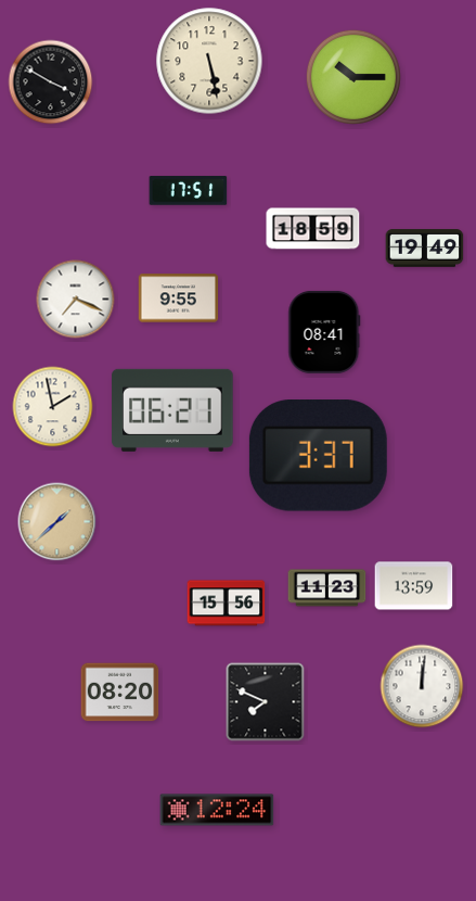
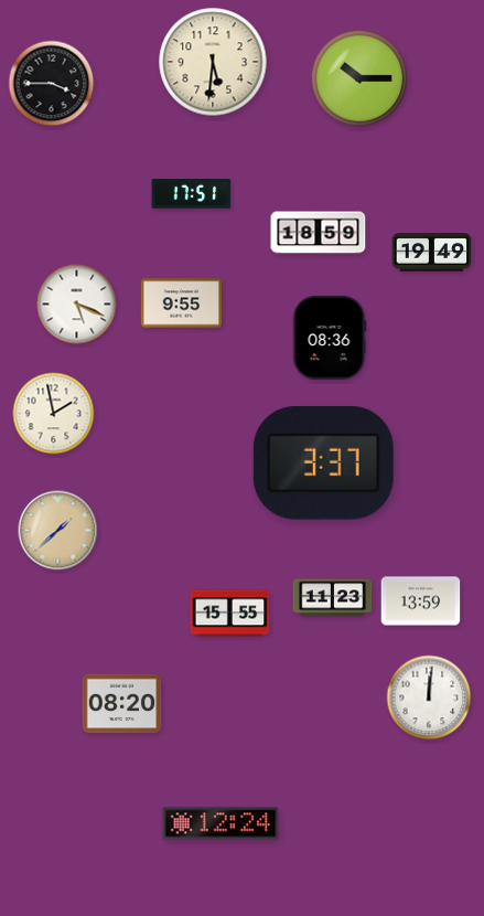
clock at (209, 61): 5:28 -> 5:31
clock at (51, 83): 3:50 -> 3:45
clock at (76, 300): 7:19 -> 5:19
clock at (324, 332): 08:41 -> 08:36
clock at (172, 410): 06:21 -> none
clock at (414, 586) position: (414, 586) -> (421, 601)
clock at (227, 604): 15:56 -> 15:55
clock at (266, 702): 7:49 -> none
